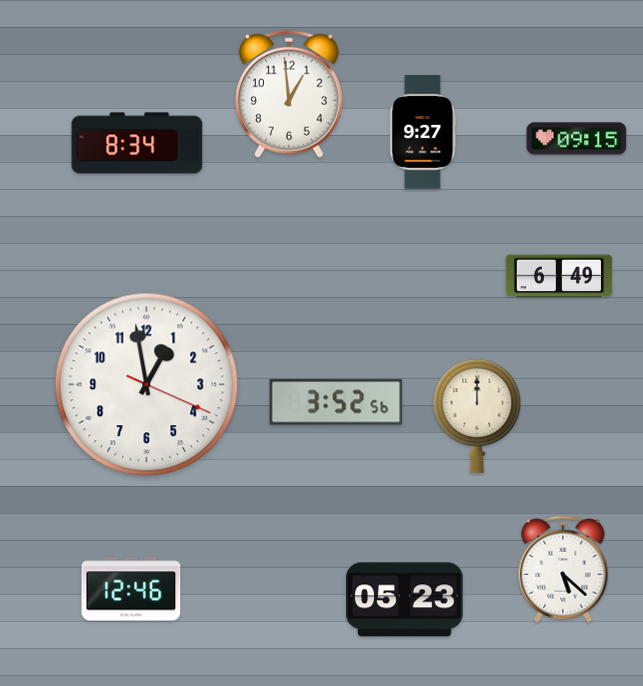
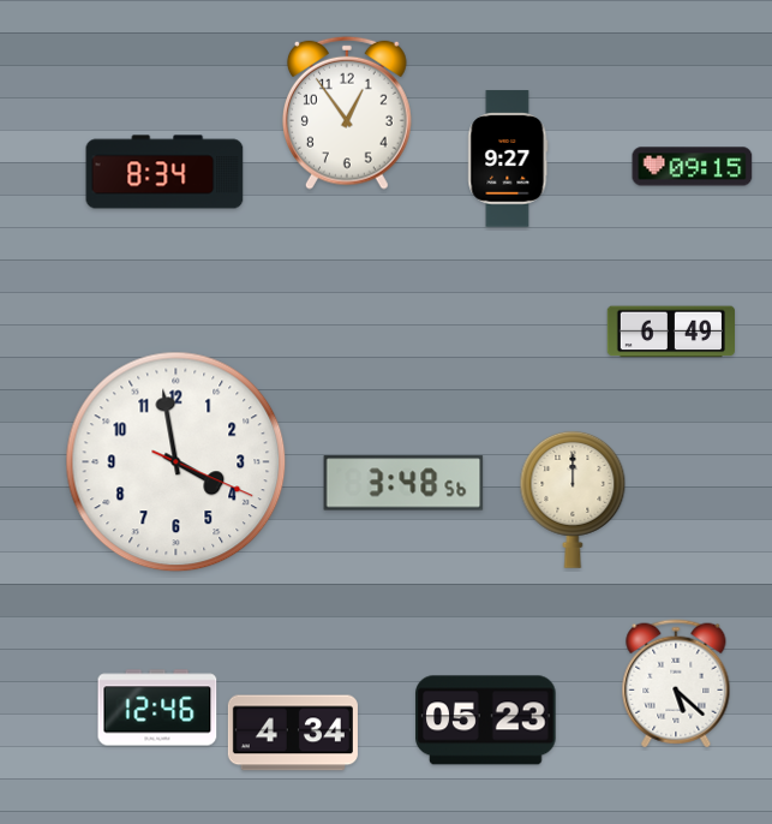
clock at (289, 94): 12:59 -> 12:54
clock at (147, 385): 12:58 -> 3:58
clock at (336, 402): 3:52 -> 3:48
clock at (293, 733): none -> 4:34
